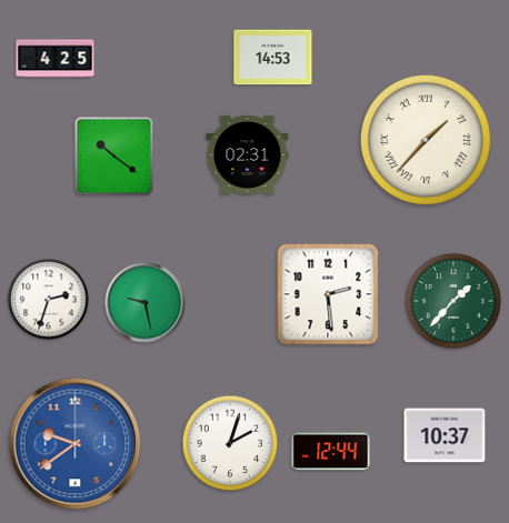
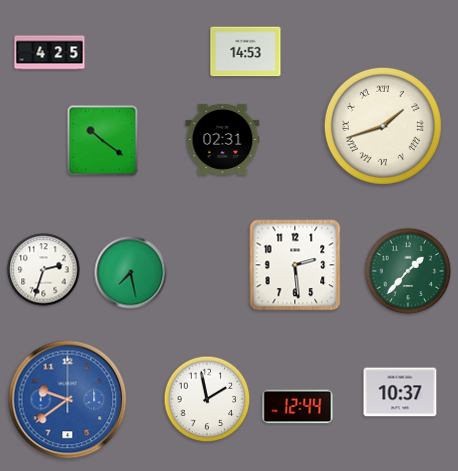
clock at (426, 140): 1:37 -> 1:42
clock at (146, 303): 9:28 -> 7:28
clock at (230, 443): 2:03 -> 1:58
